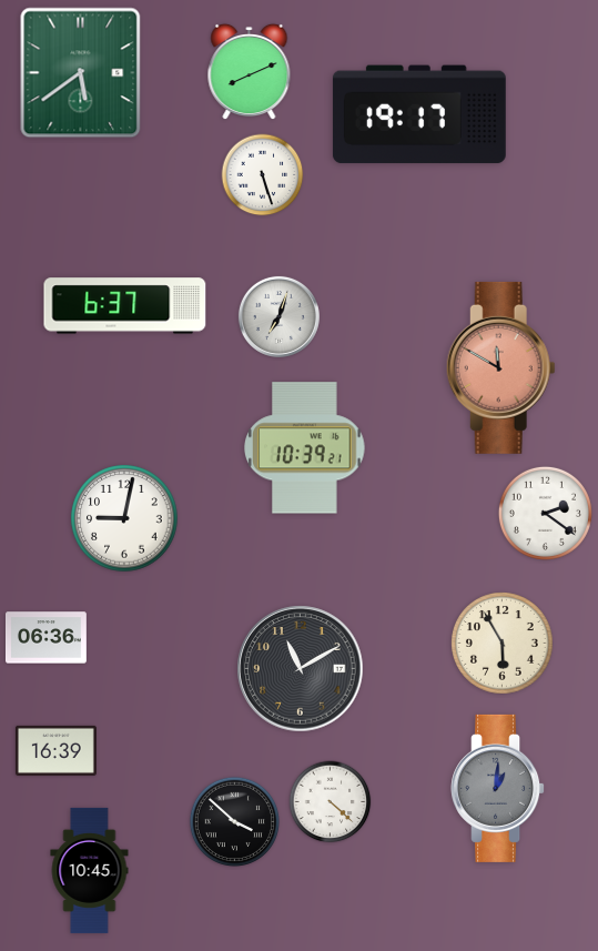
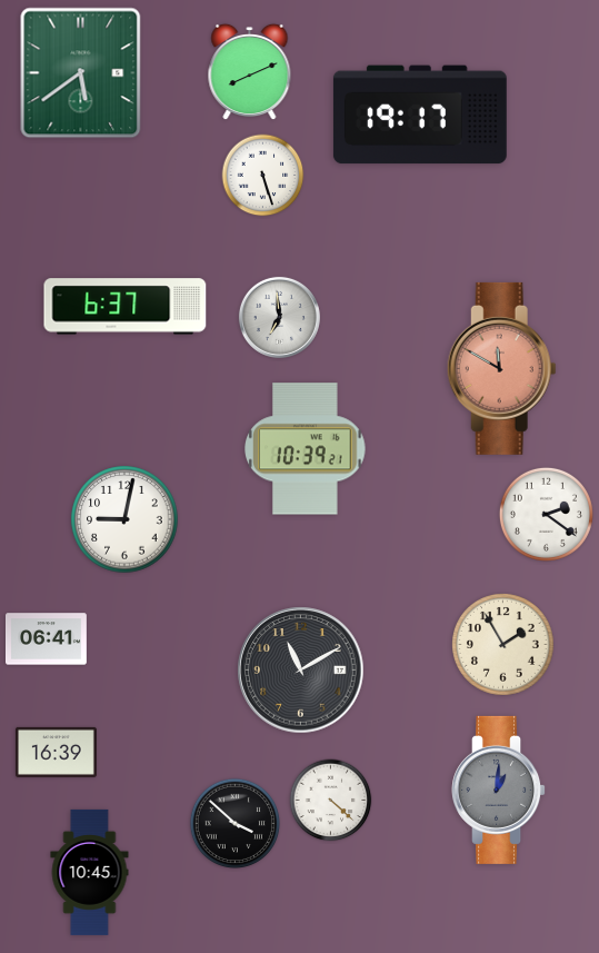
clock at (278, 316): 7:03 -> 6:59
clock at (45, 638): 06:36 -> 06:41
clock at (503, 644): 5:55 -> 1:55
clock at (331, 802) position: (331, 802) -> (331, 801)
